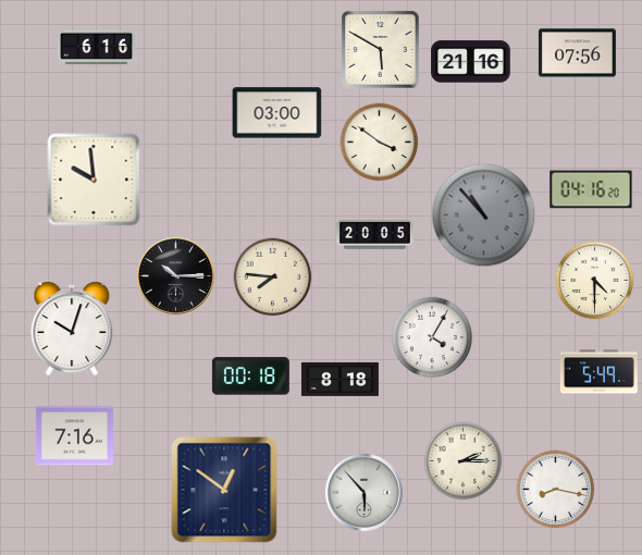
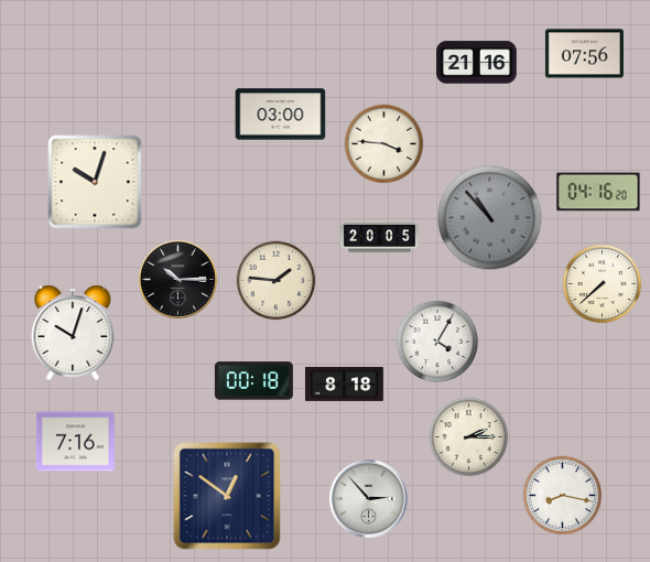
clock at (96, 48): 6:16 -> none
clock at (381, 50): 5:50 -> none
clock at (380, 143): 3:51 -> 3:46
clock at (94, 180): 9:59 -> 10:03
clock at (273, 277): 7:46 -> 1:46
clock at (595, 281): 4:30 -> 7:38
clock at (598, 372): 5:49 -> none
clock at (464, 461) position: (464, 461) -> (469, 437)
clock at (363, 492): 5:53 -> 2:53
